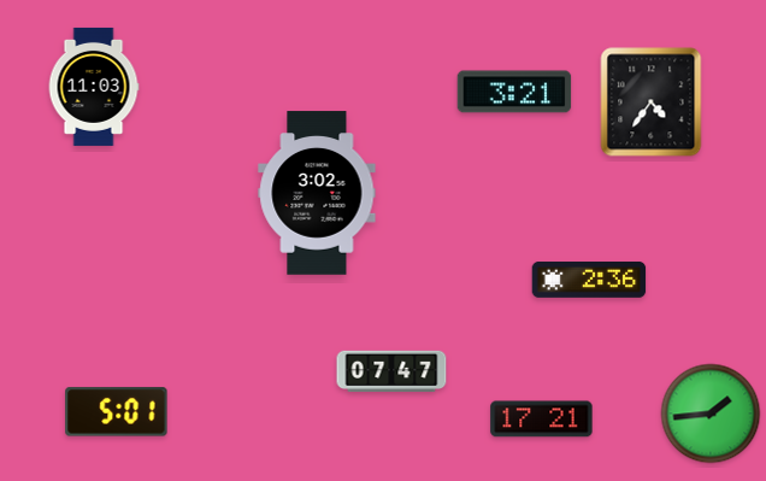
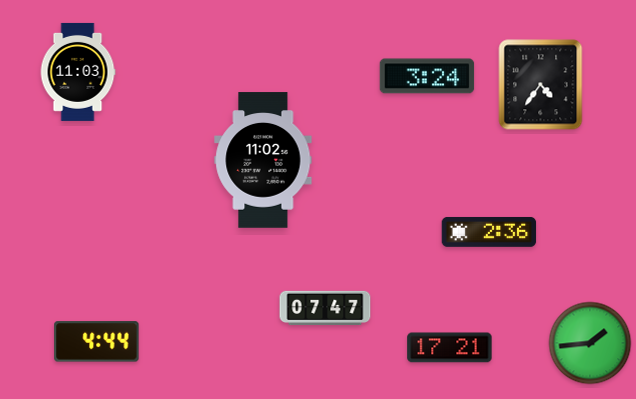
clock at (514, 92): 3:21 -> 3:24
clock at (317, 193): 3:02 -> 11:02
clock at (117, 412): 5:01 -> 4:44
